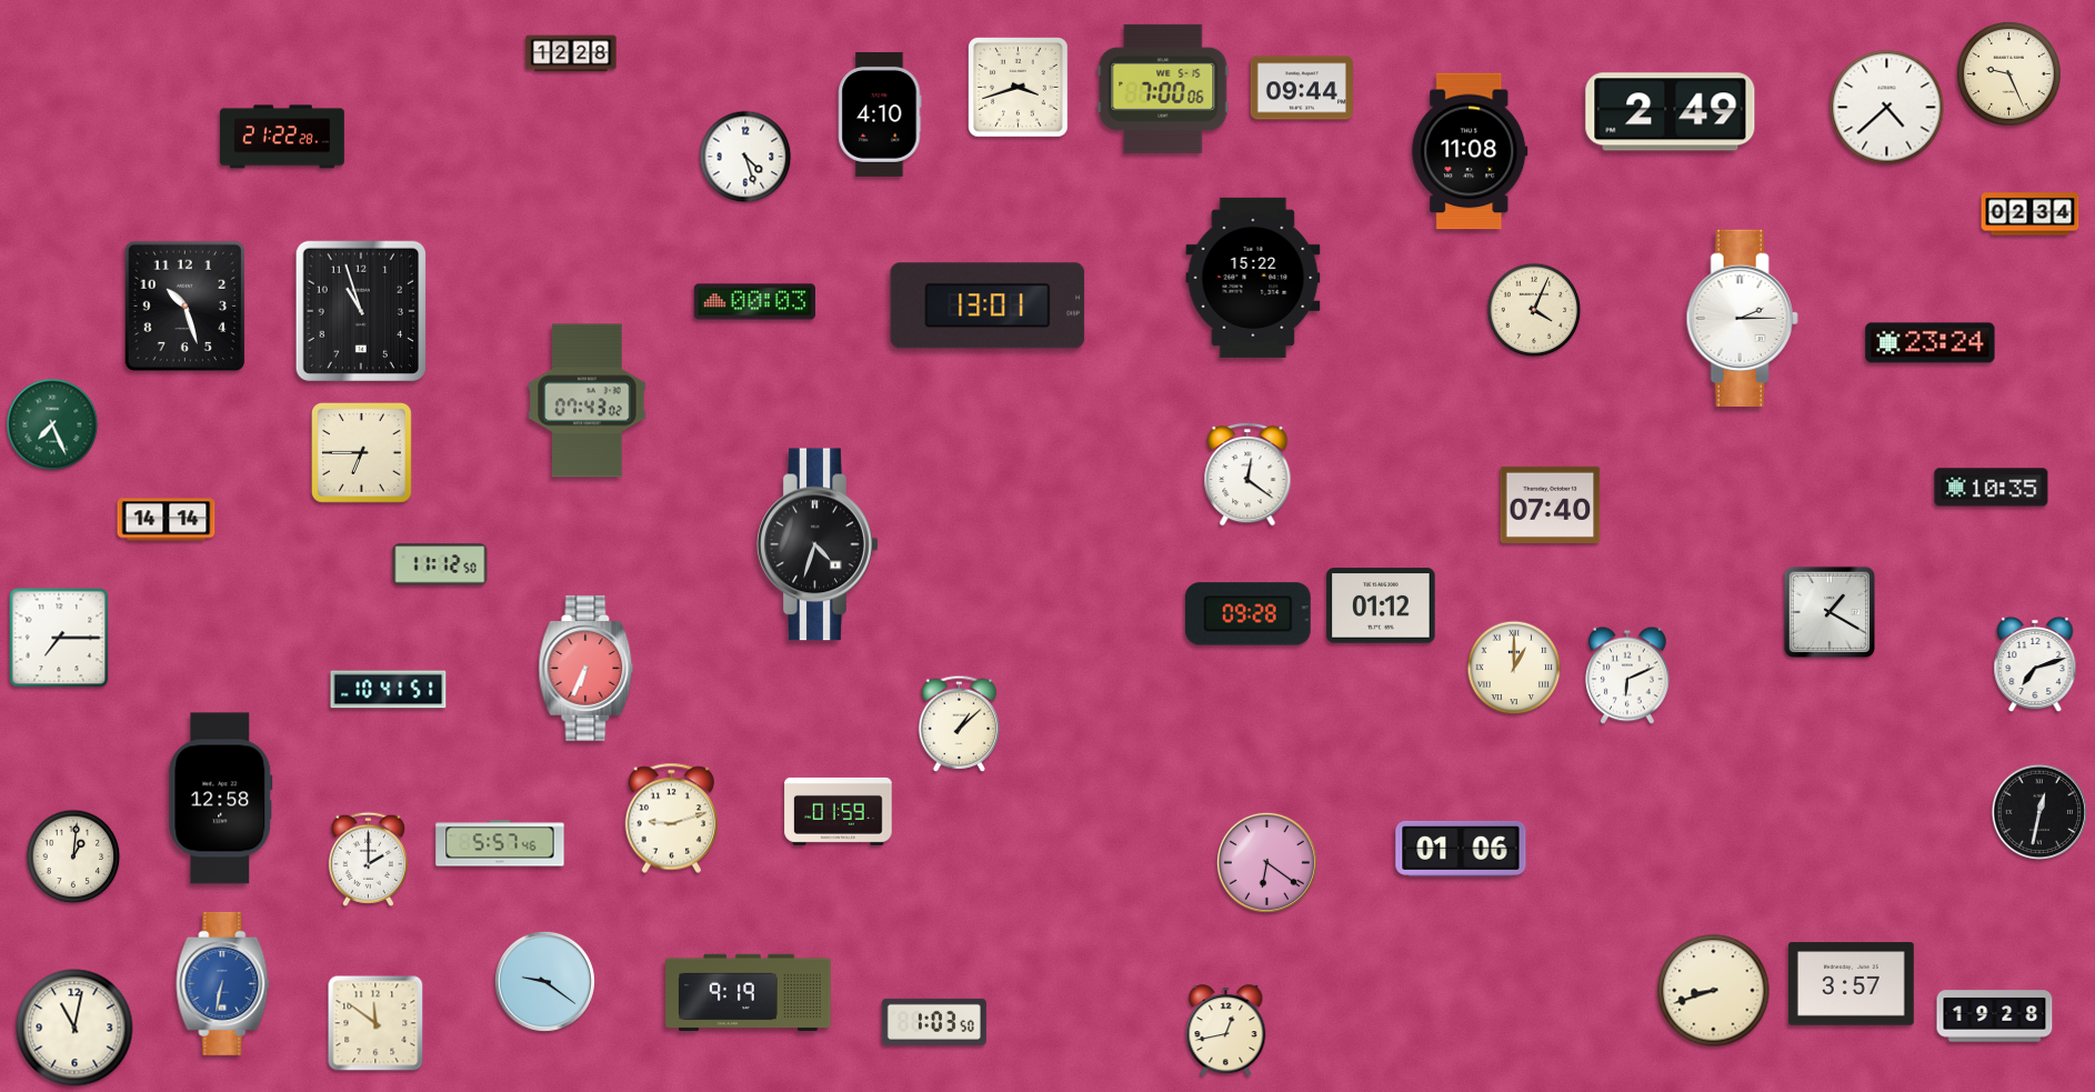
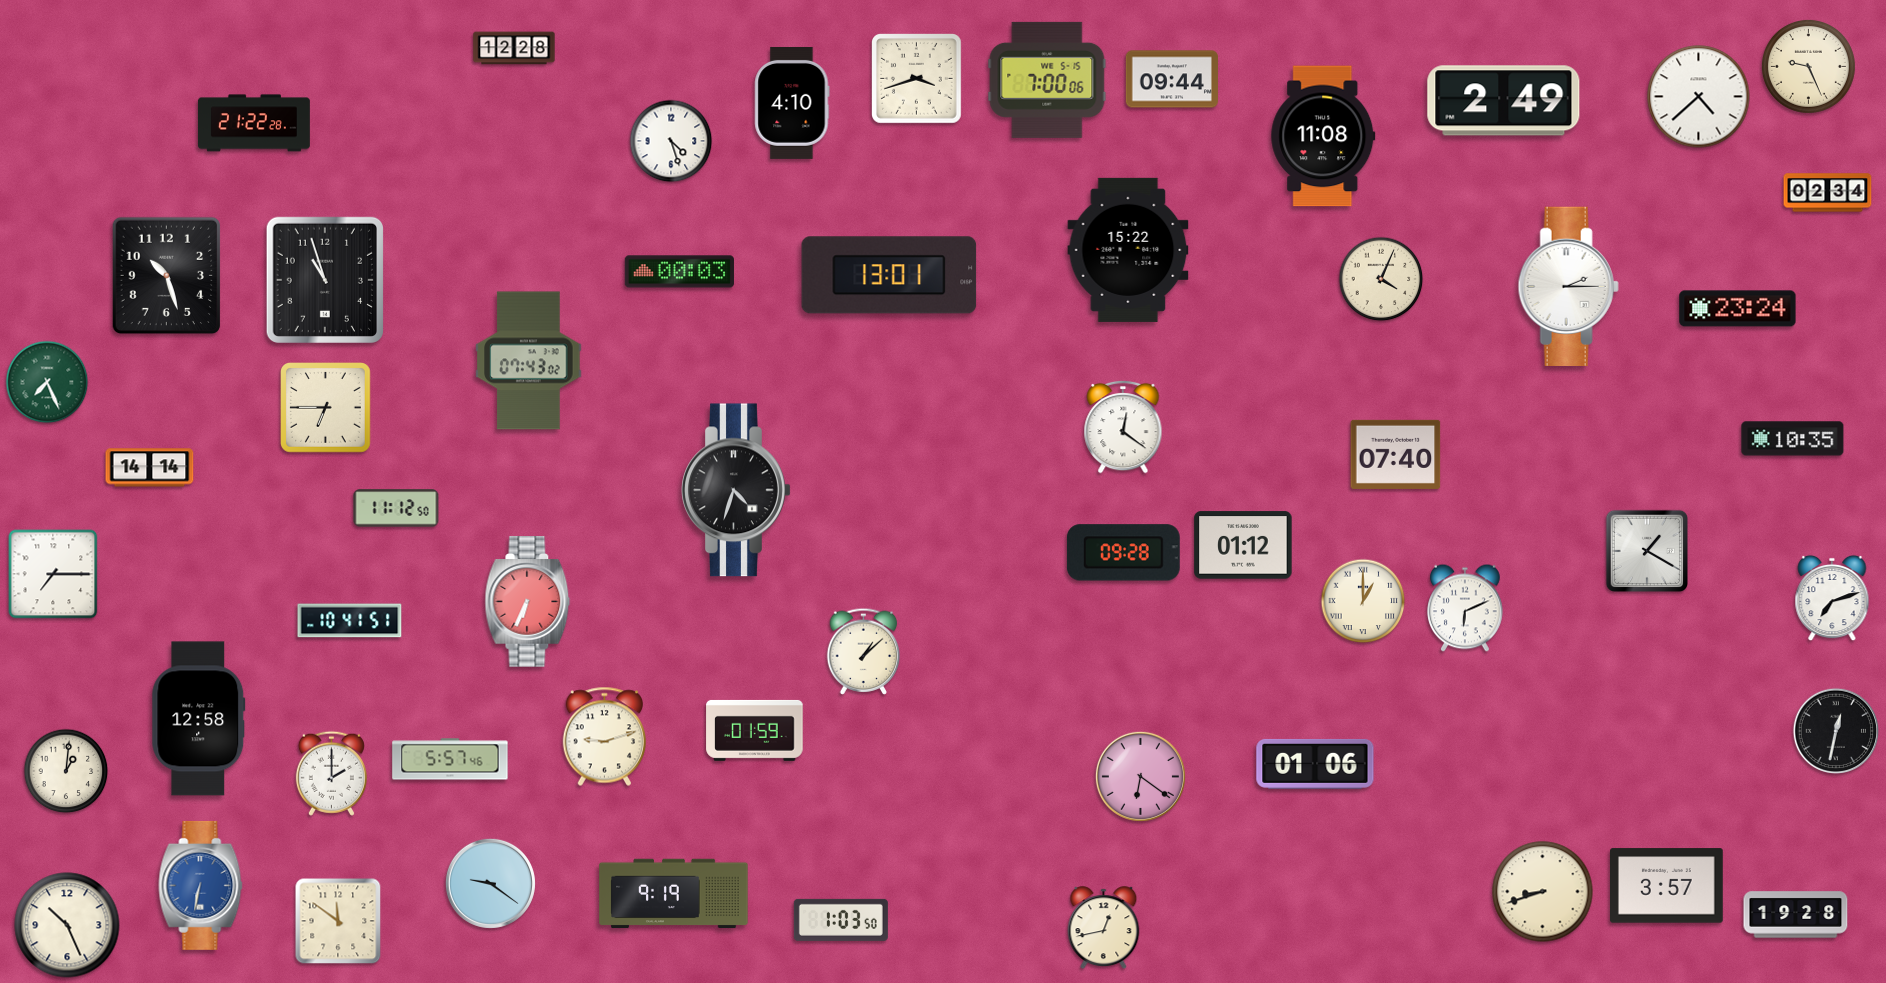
clock at (74, 1028): 11:02 -> 10:26
